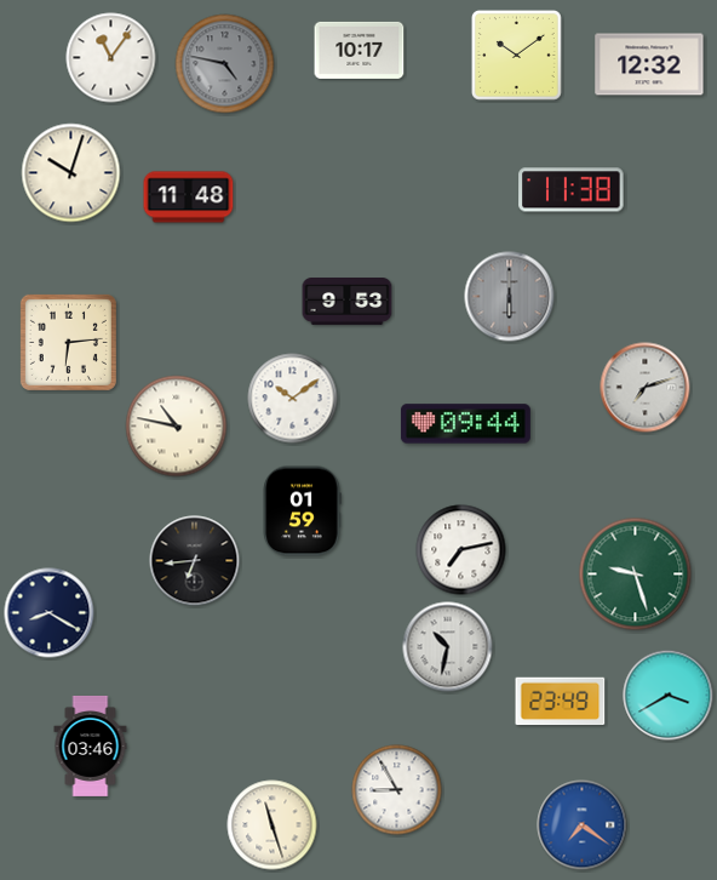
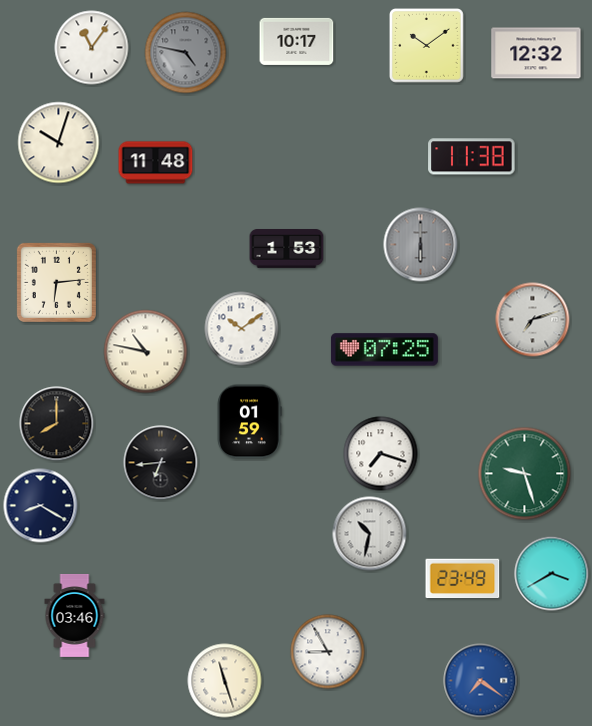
clock at (348, 302): 9:53 -> 1:53
clock at (465, 424): 09:44 -> 07:25
clock at (57, 424): none -> 8:00
clock at (461, 550): 7:13 -> 7:18
